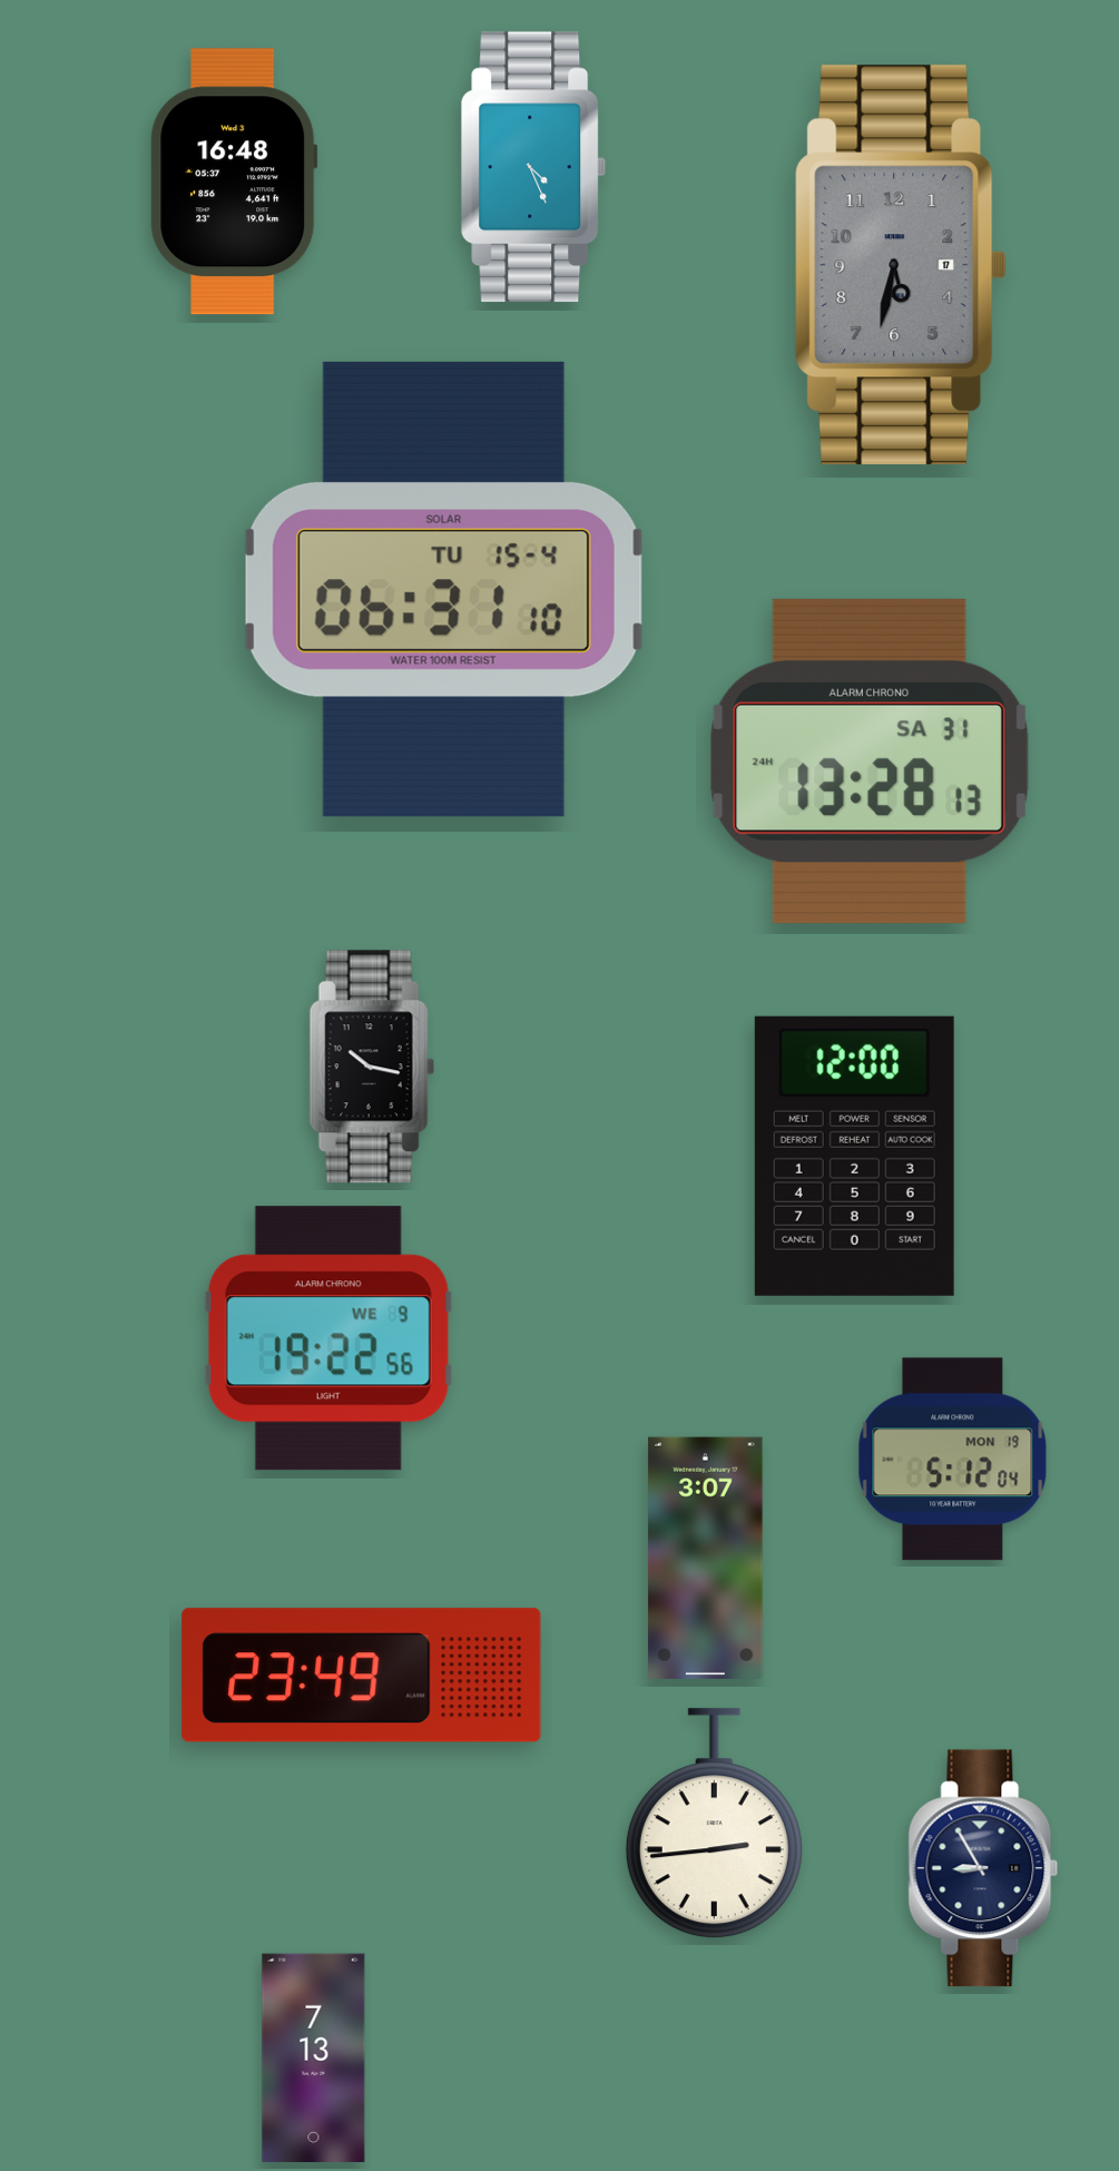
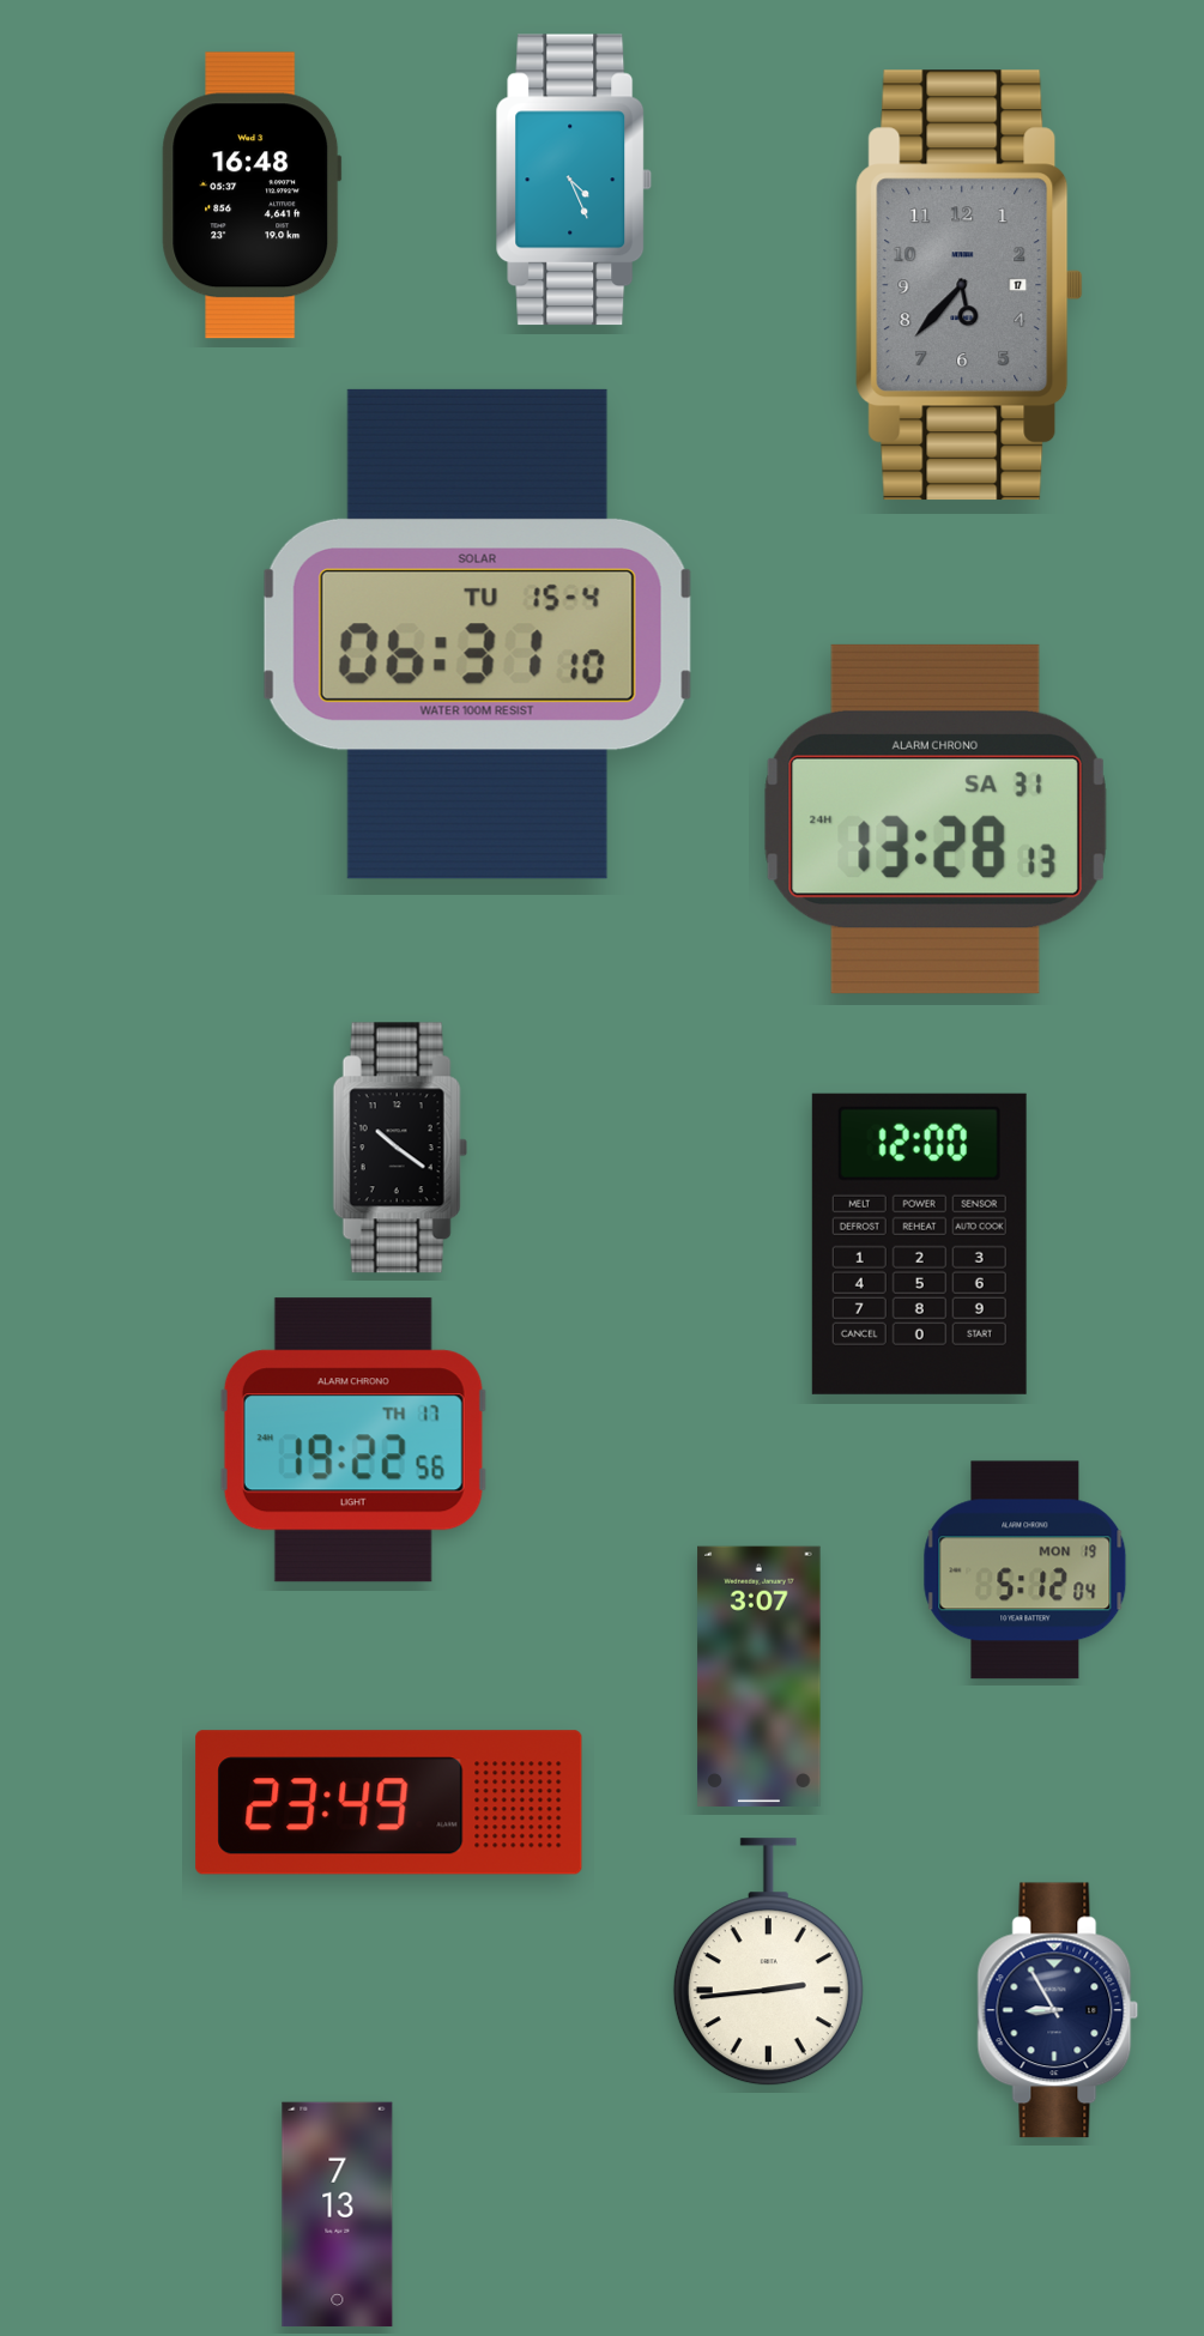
clock at (901, 265): 5:32 -> 5:37
clock at (372, 1067): 10:17 -> 10:21
clock at (328, 1338) date: WE 9 -> TH 17
